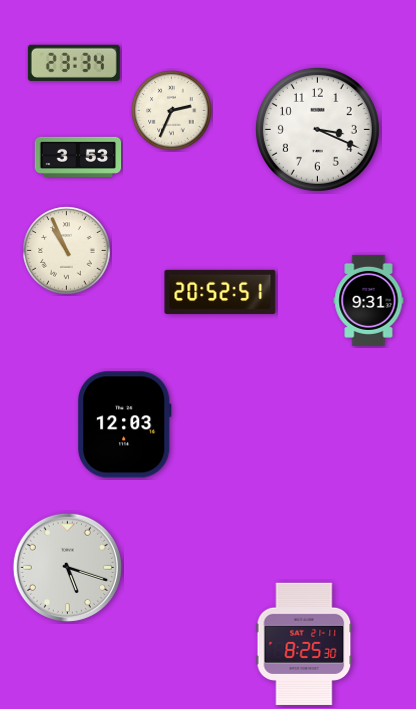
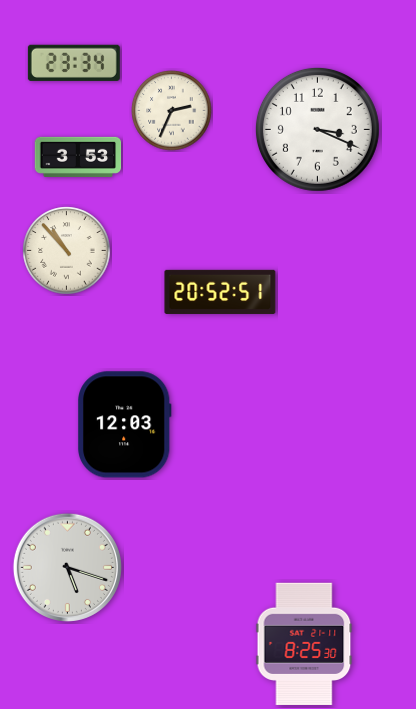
clock at (67, 251): 10:56 -> 10:53
clock at (369, 300): 9:31 -> none
